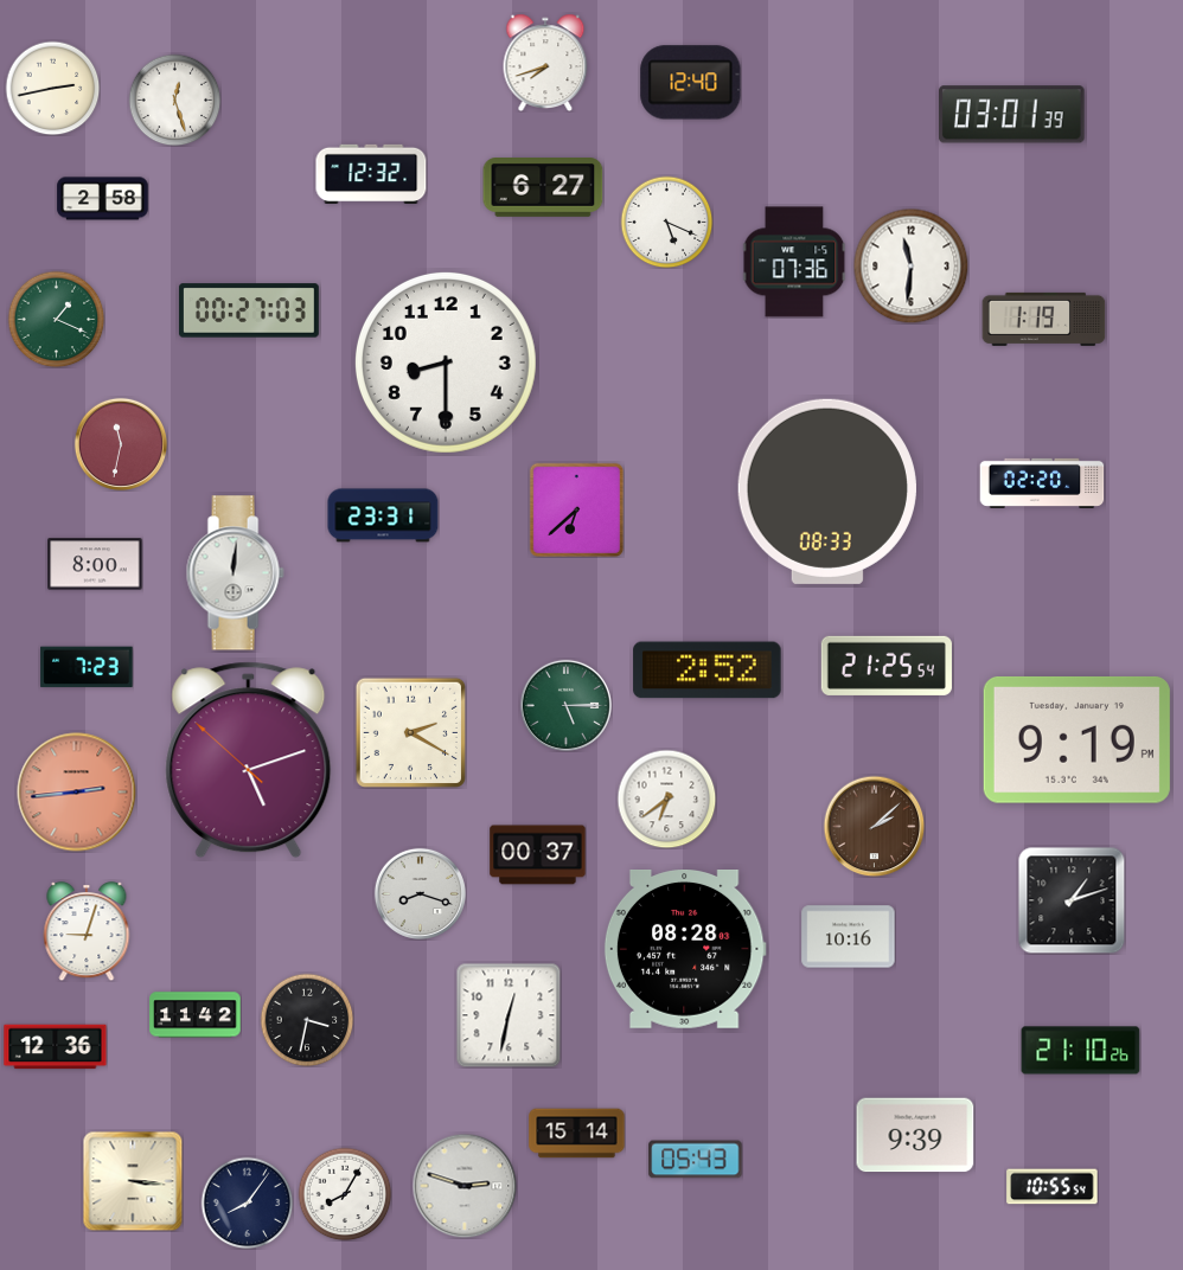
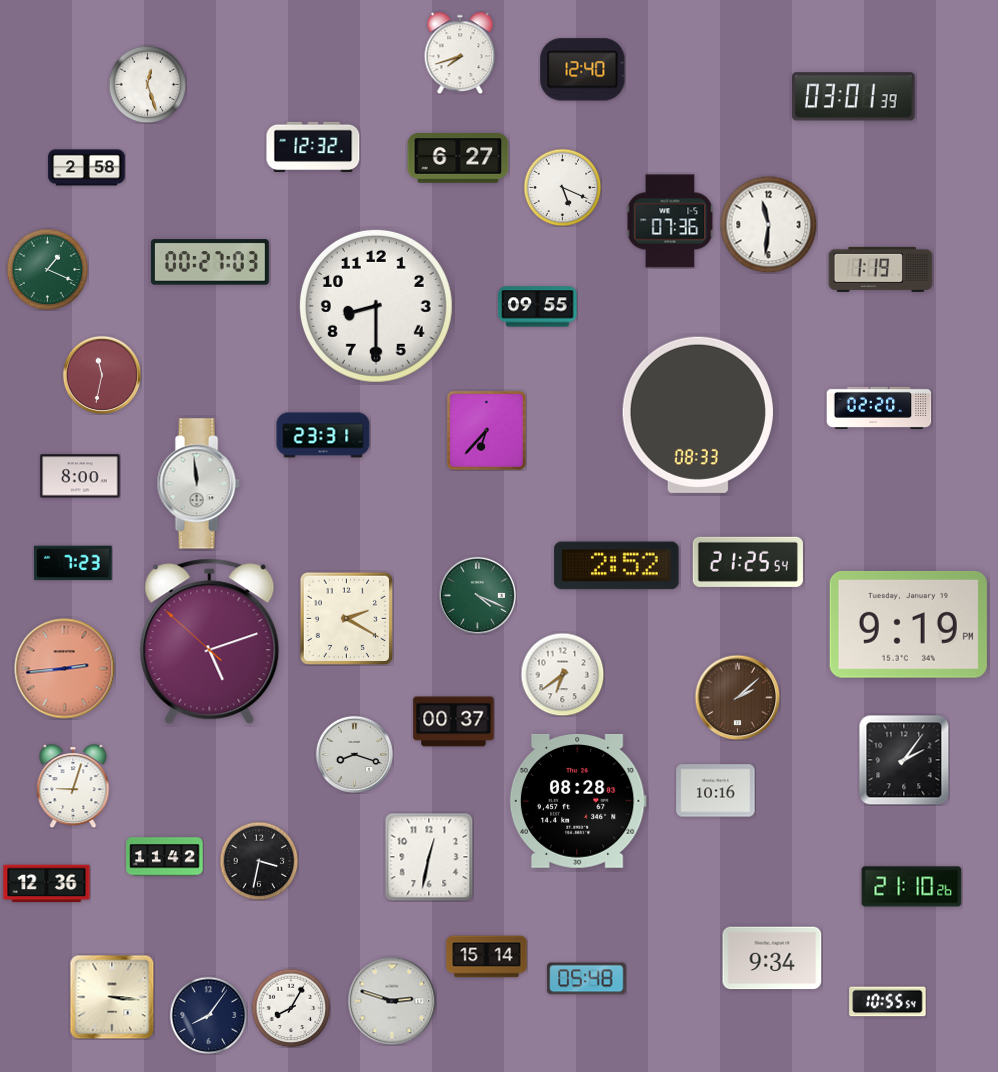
clock at (52, 88): 2:43 -> none
clock at (538, 307): none -> 09:55
clock at (576, 509): 6:38 -> 6:37
clock at (235, 573): 12:01 -> 11:59
clock at (708, 671) position: (708, 671) -> (617, 566)
clock at (565, 705): 5:15 -> 4:19
clock at (1072, 900): 1:12 -> 2:06
clock at (915, 1135): 9:39 -> 9:34
clock at (696, 1160): 05:43 -> 05:48
